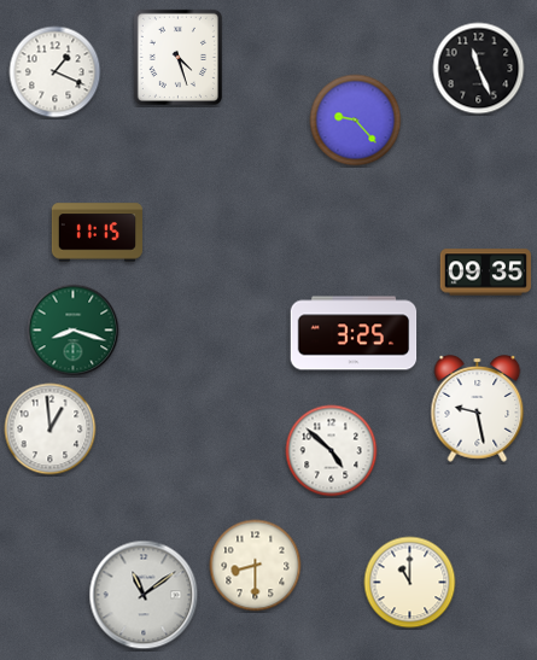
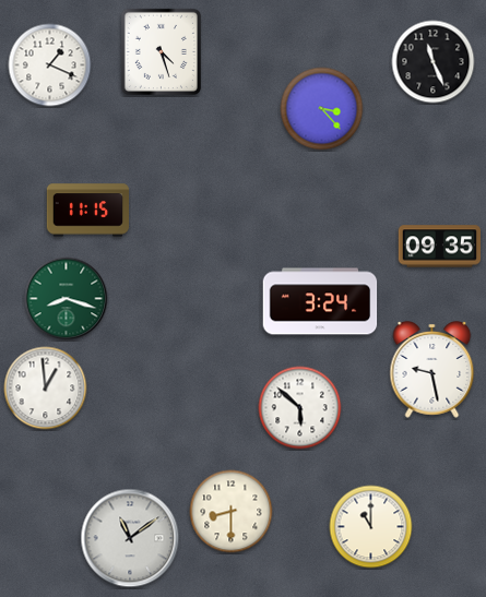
clock at (356, 121): 9:23 -> 3:23
clock at (354, 333): 3:25 -> 3:24
clock at (332, 451): 4:52 -> 5:52
